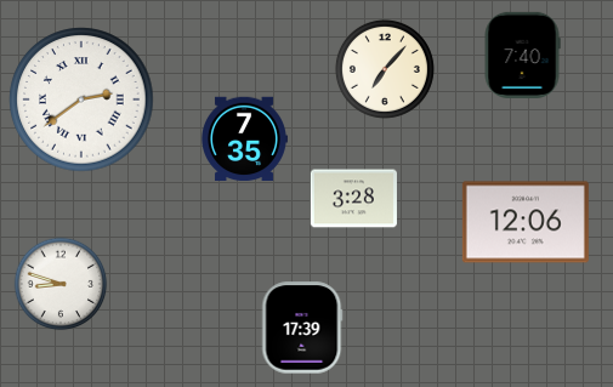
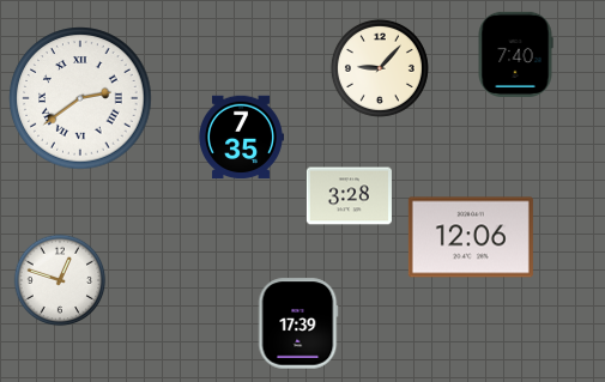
clock at (385, 69): 7:07 -> 9:07
clock at (526, 222) position: (526, 222) -> (471, 237)
clock at (61, 284): 8:48 -> 12:48
